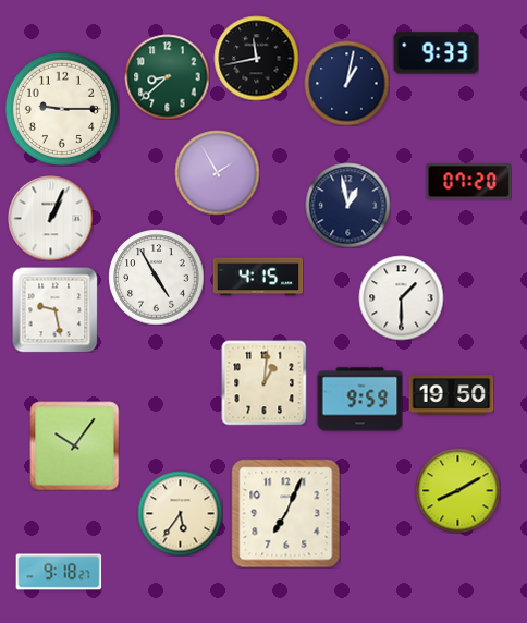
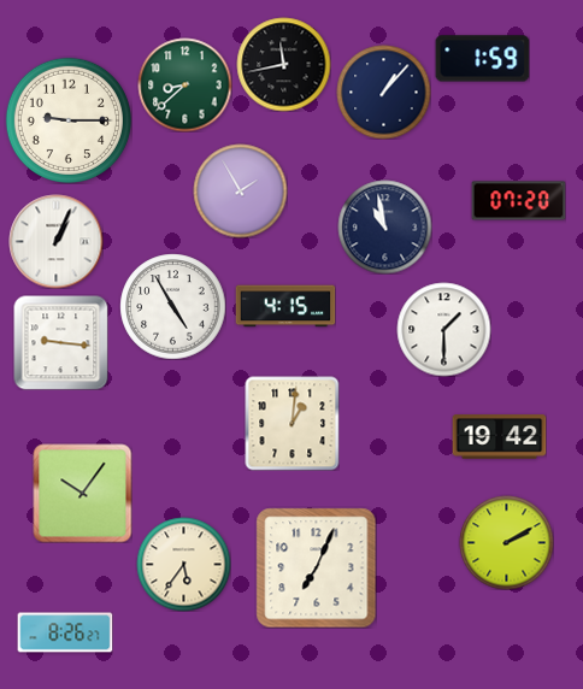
clock at (436, 53): 9:33 -> 1:59
clock at (346, 83): 1:02 -> 1:07
clock at (347, 205): 12:58 -> 10:58
clock at (54, 309): 9:28 -> 9:16
clock at (451, 395): 19:50 -> 19:42
clock at (359, 400): 9:59 -> none
clock at (457, 490): 8:10 -> 2:10
clock at (180, 513) position: (180, 513) -> (183, 564)
clock at (59, 572): 9:18 -> 8:26
